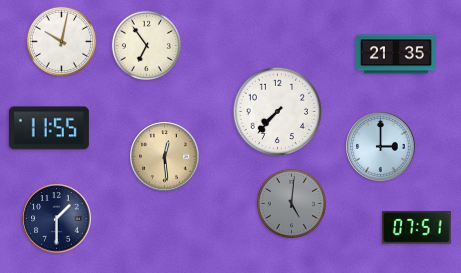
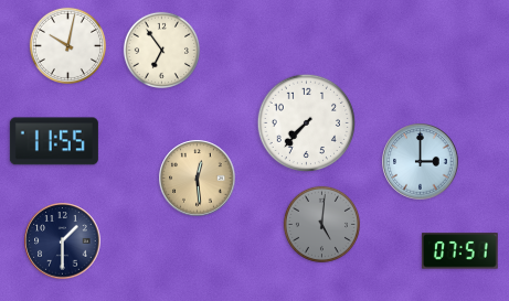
clock at (396, 54): 21:35 -> none
clock at (165, 157) position: (165, 157) -> (198, 179)
